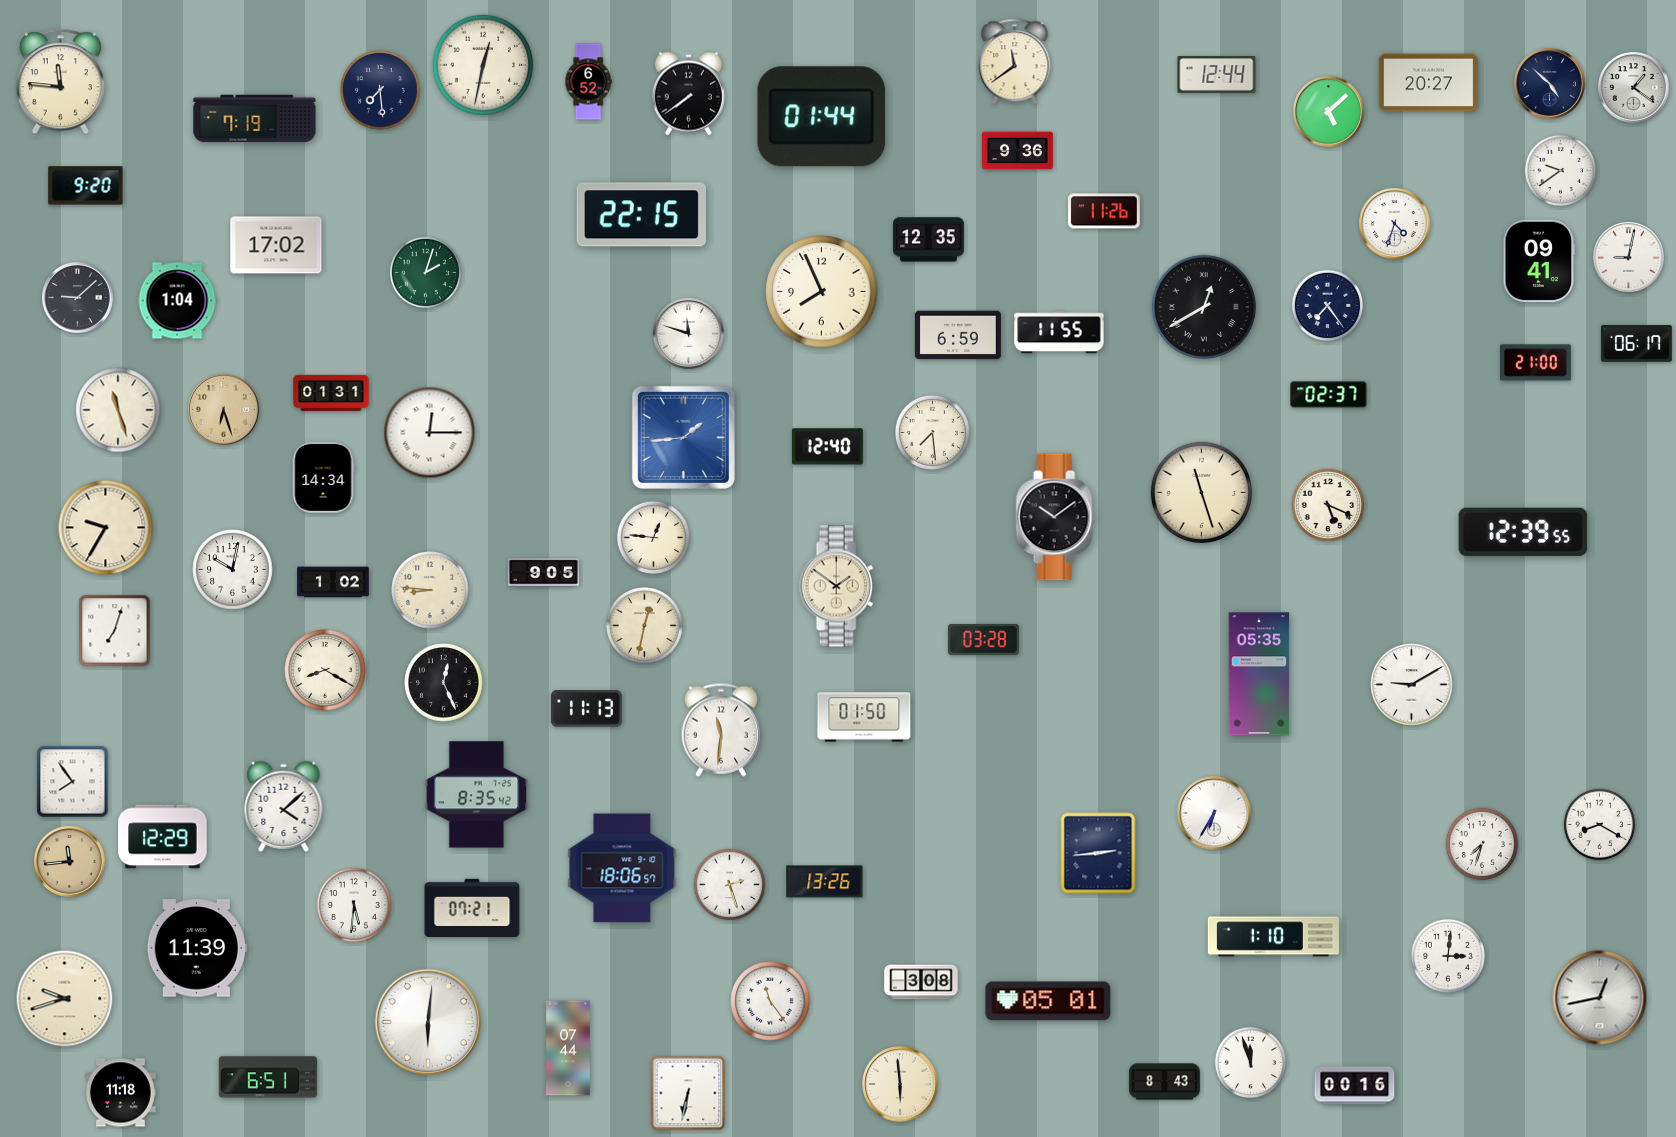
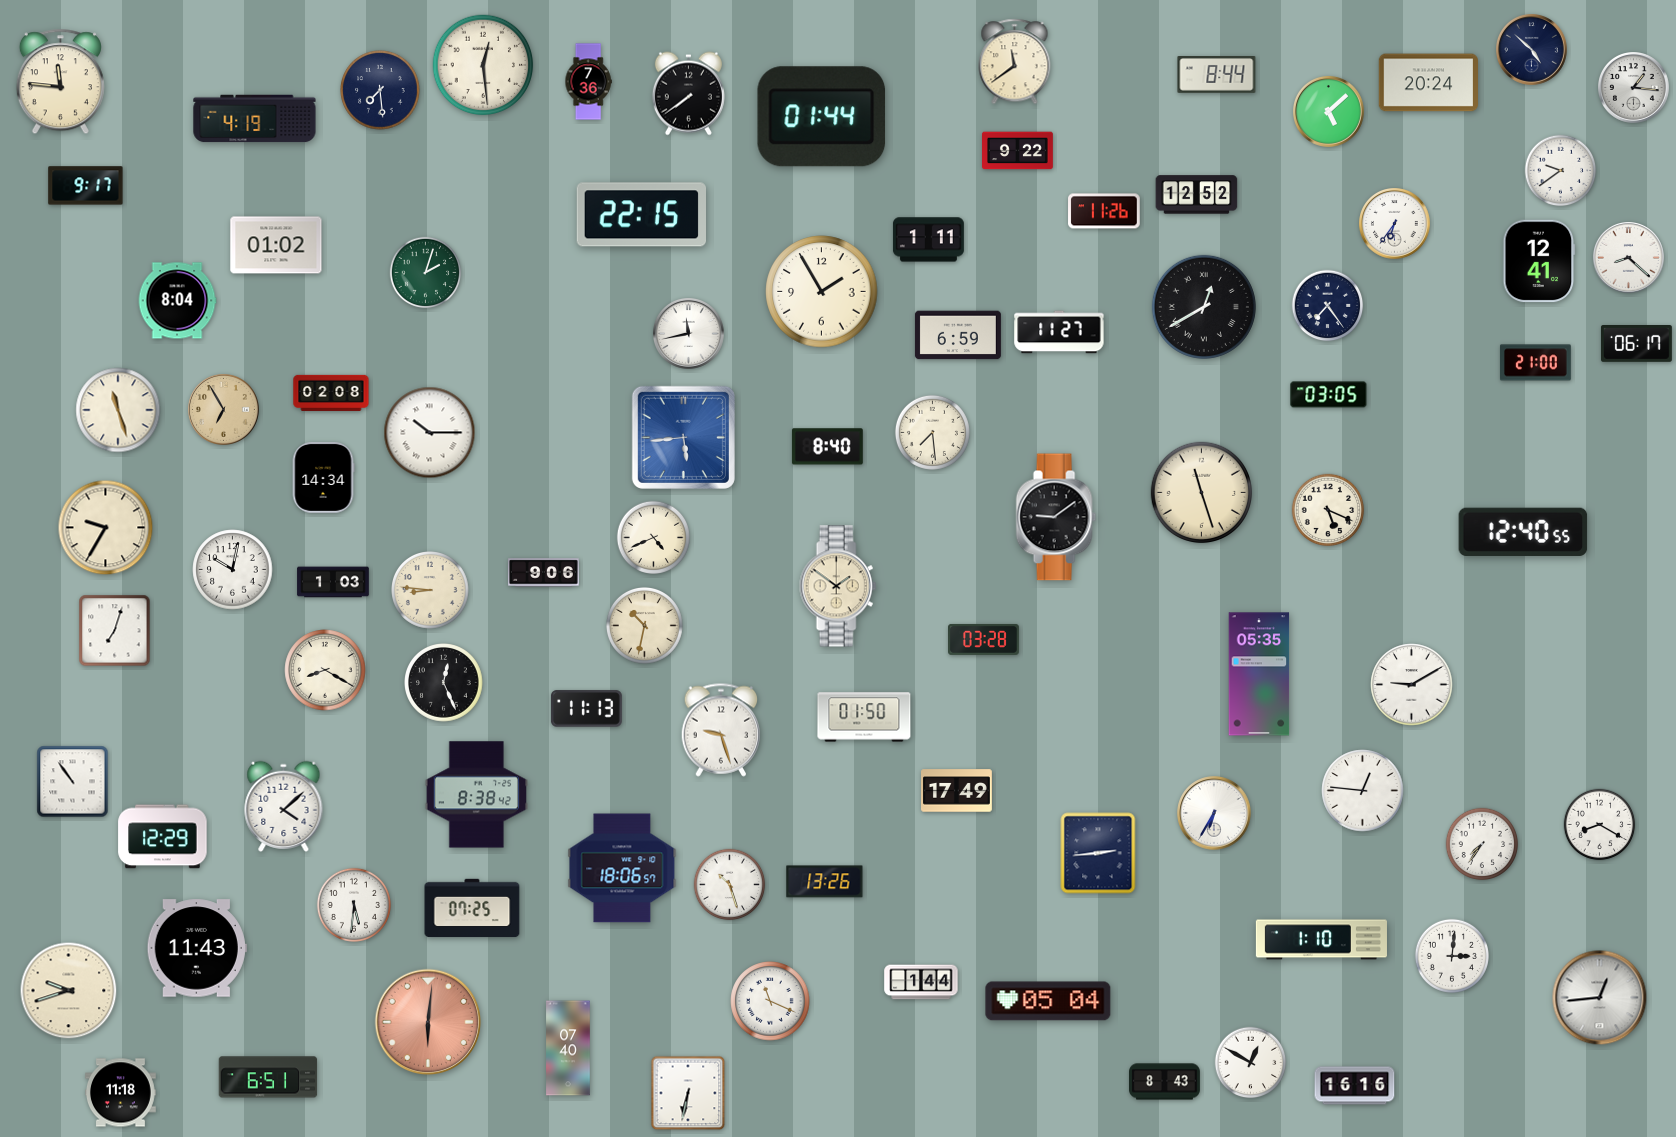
clock at (483, 65): 12:32 -> 12:29
clock at (1217, 75): 12:44 -> 8:44
clock at (588, 82): 6:52 -> 7:36
clock at (1428, 83): 20:27 -> 20:24
clock at (1550, 84) position: (1550, 84) -> (1532, 50)
clock at (1634, 88): 1:21 -> 1:16
clock at (255, 119): 7:19 -> 4:19
clock at (1018, 151): 9:36 -> 9:22
clock at (86, 186): 9:20 -> 9:17
clock at (1197, 195): none -> 12:52
clock at (1395, 224): 4:33 -> 6:36
clock at (928, 240): 12:35 -> 1:11
clock at (276, 245): 17:02 -> 01:02
clock at (1629, 258): 9:02 -> 8:22
clock at (1539, 261): 09:41 -> 12:41
clock at (822, 292): 7:56 -> 1:55
clock at (78, 298): 9:08 -> none
clock at (177, 301): 1:04 -> 8:04
clock at (1059, 332): 11:55 -> 11:27
clock at (689, 334): 11:48 -> 11:43
clock at (331, 393): 01:31 -> 02:08
clock at (1329, 395): 02:37 -> 03:05
clock at (224, 410): 6:27 -> 6:55
clock at (430, 433): 12:15 -> 10:15
clock at (683, 437): 1:44 -> 5:44
clock at (827, 447): 12:40 -> 8:40
clock at (1328, 505) position: (1328, 505) -> (1328, 510)
clock at (1056, 517): 10:09 -> 9:09
clock at (1523, 532): 12:39 -> 12:40
clock at (653, 537): 12:46 -> 4:41
clock at (544, 573): 9:05 -> 9:06
clock at (333, 582): 1:02 -> 1:03
clock at (644, 625): 12:32 -> 10:32
clock at (721, 730): 11:31 -> 9:27
clock at (73, 782): 7:54 -> 10:54
clock at (957, 791): none -> 17:49
clock at (1363, 791): none -> 12:46
clock at (477, 795): 8:35 -> 8:38
clock at (1482, 844): 7:33 -> 7:36
clock at (70, 862): 11:44 -> none
clock at (730, 885): 2:27 -> 10:27
clock at (472, 908): 07:21 -> 07:25
clock at (1273, 937) position: (1273, 937) -> (1321, 940)
clock at (197, 948): 11:39 -> 11:43
clock at (1448, 956) position: (1448, 956) -> (1452, 956)
clock at (921, 982): 3:08 -> 1:44
clock at (1600, 998): 12:43 -> 12:44
clock at (65, 999) position: (65, 999) -> (69, 991)
clock at (770, 1001): 11:24 -> 11:19
clock at (1048, 1001): 05:01 -> 05:04
clock at (428, 1022) dial: white -> salmon
clock at (568, 1048): 07:44 -> 07:40
clock at (1251, 1063): 11:57 -> 12:50
clock at (900, 1084): 5:59 -> none
clock at (1355, 1086): 00:16 -> 16:16
